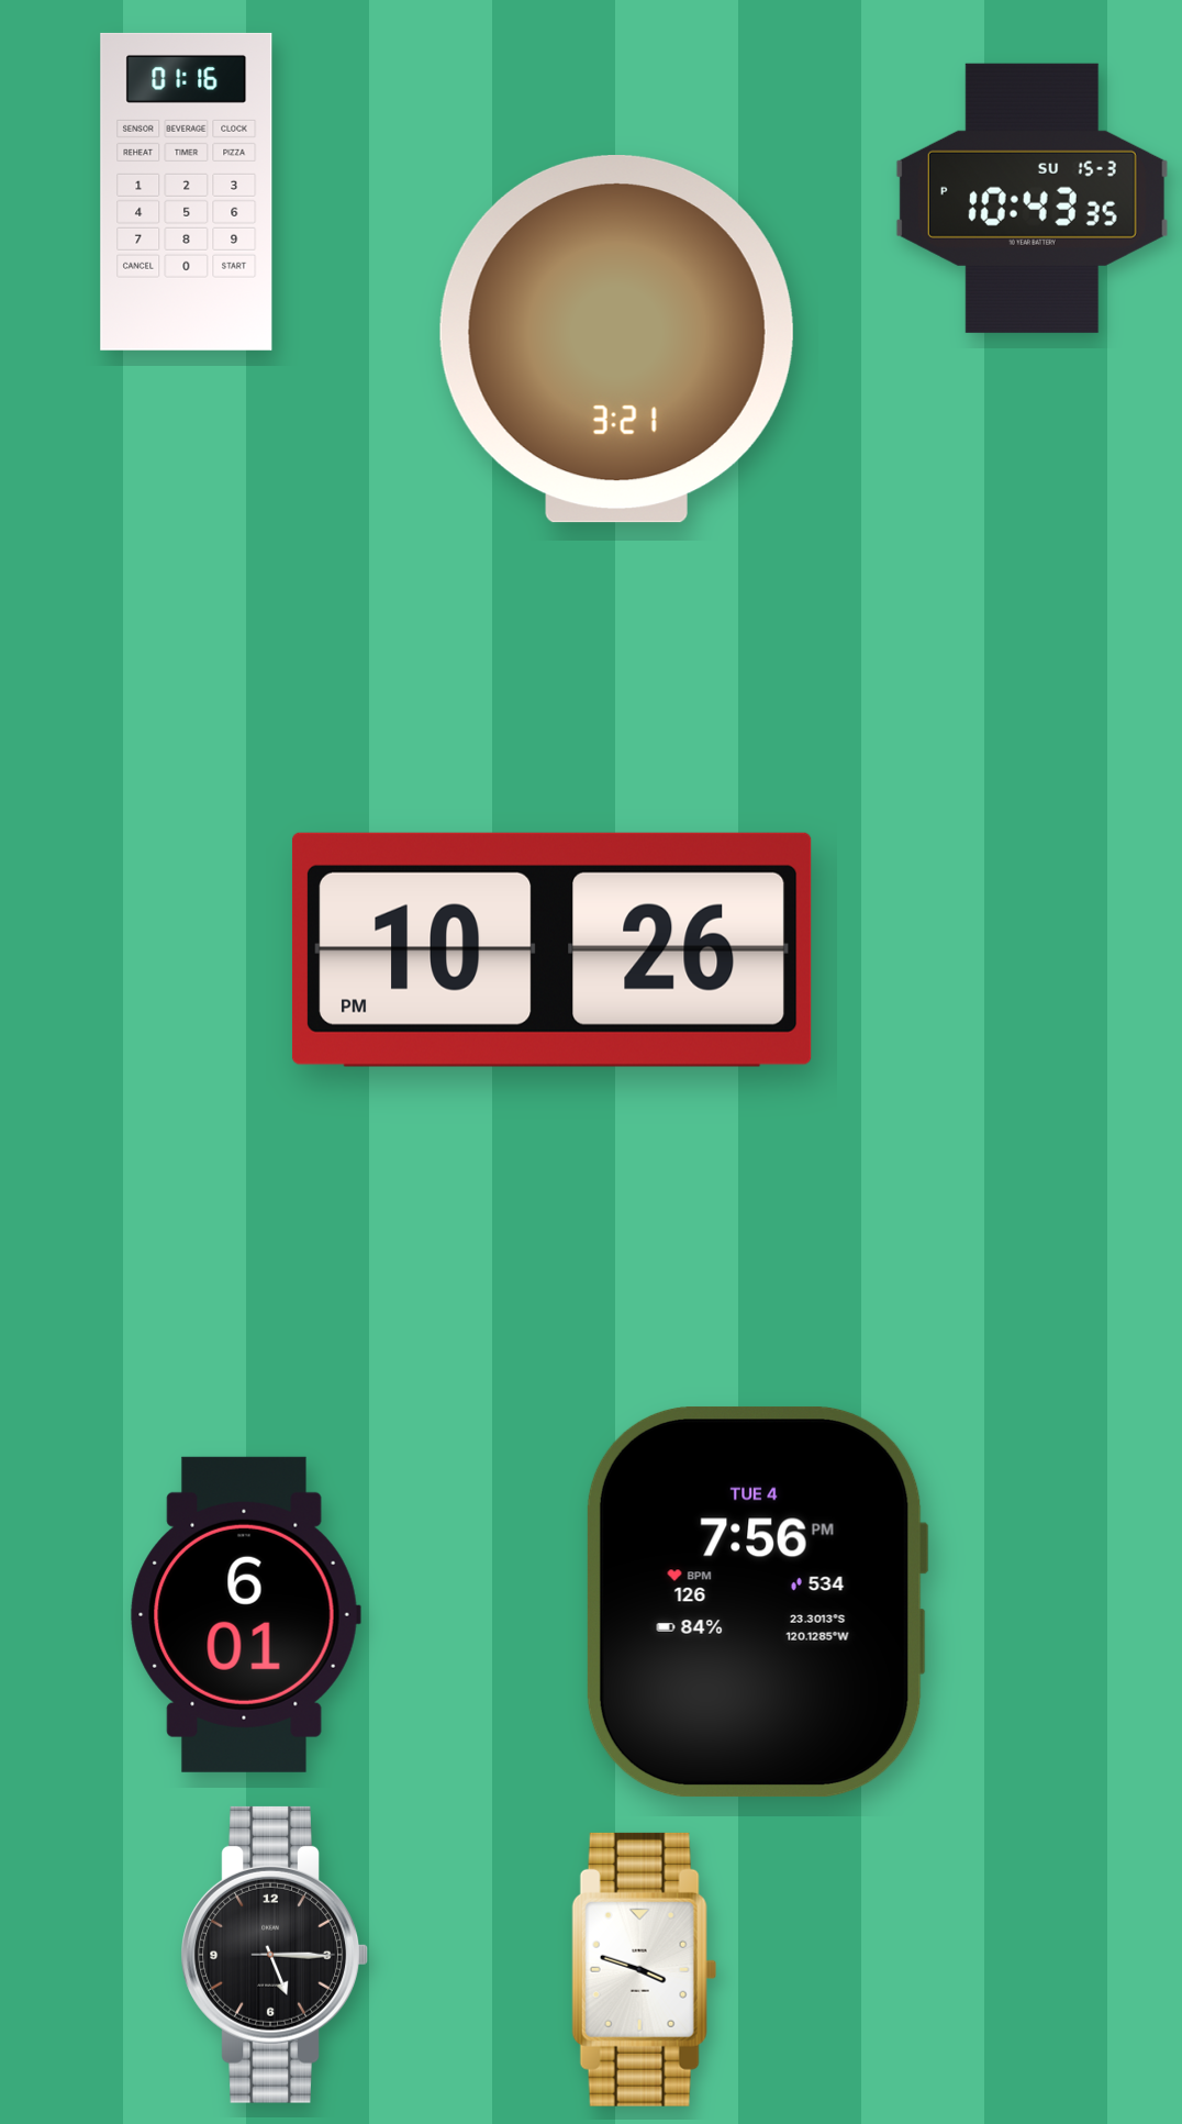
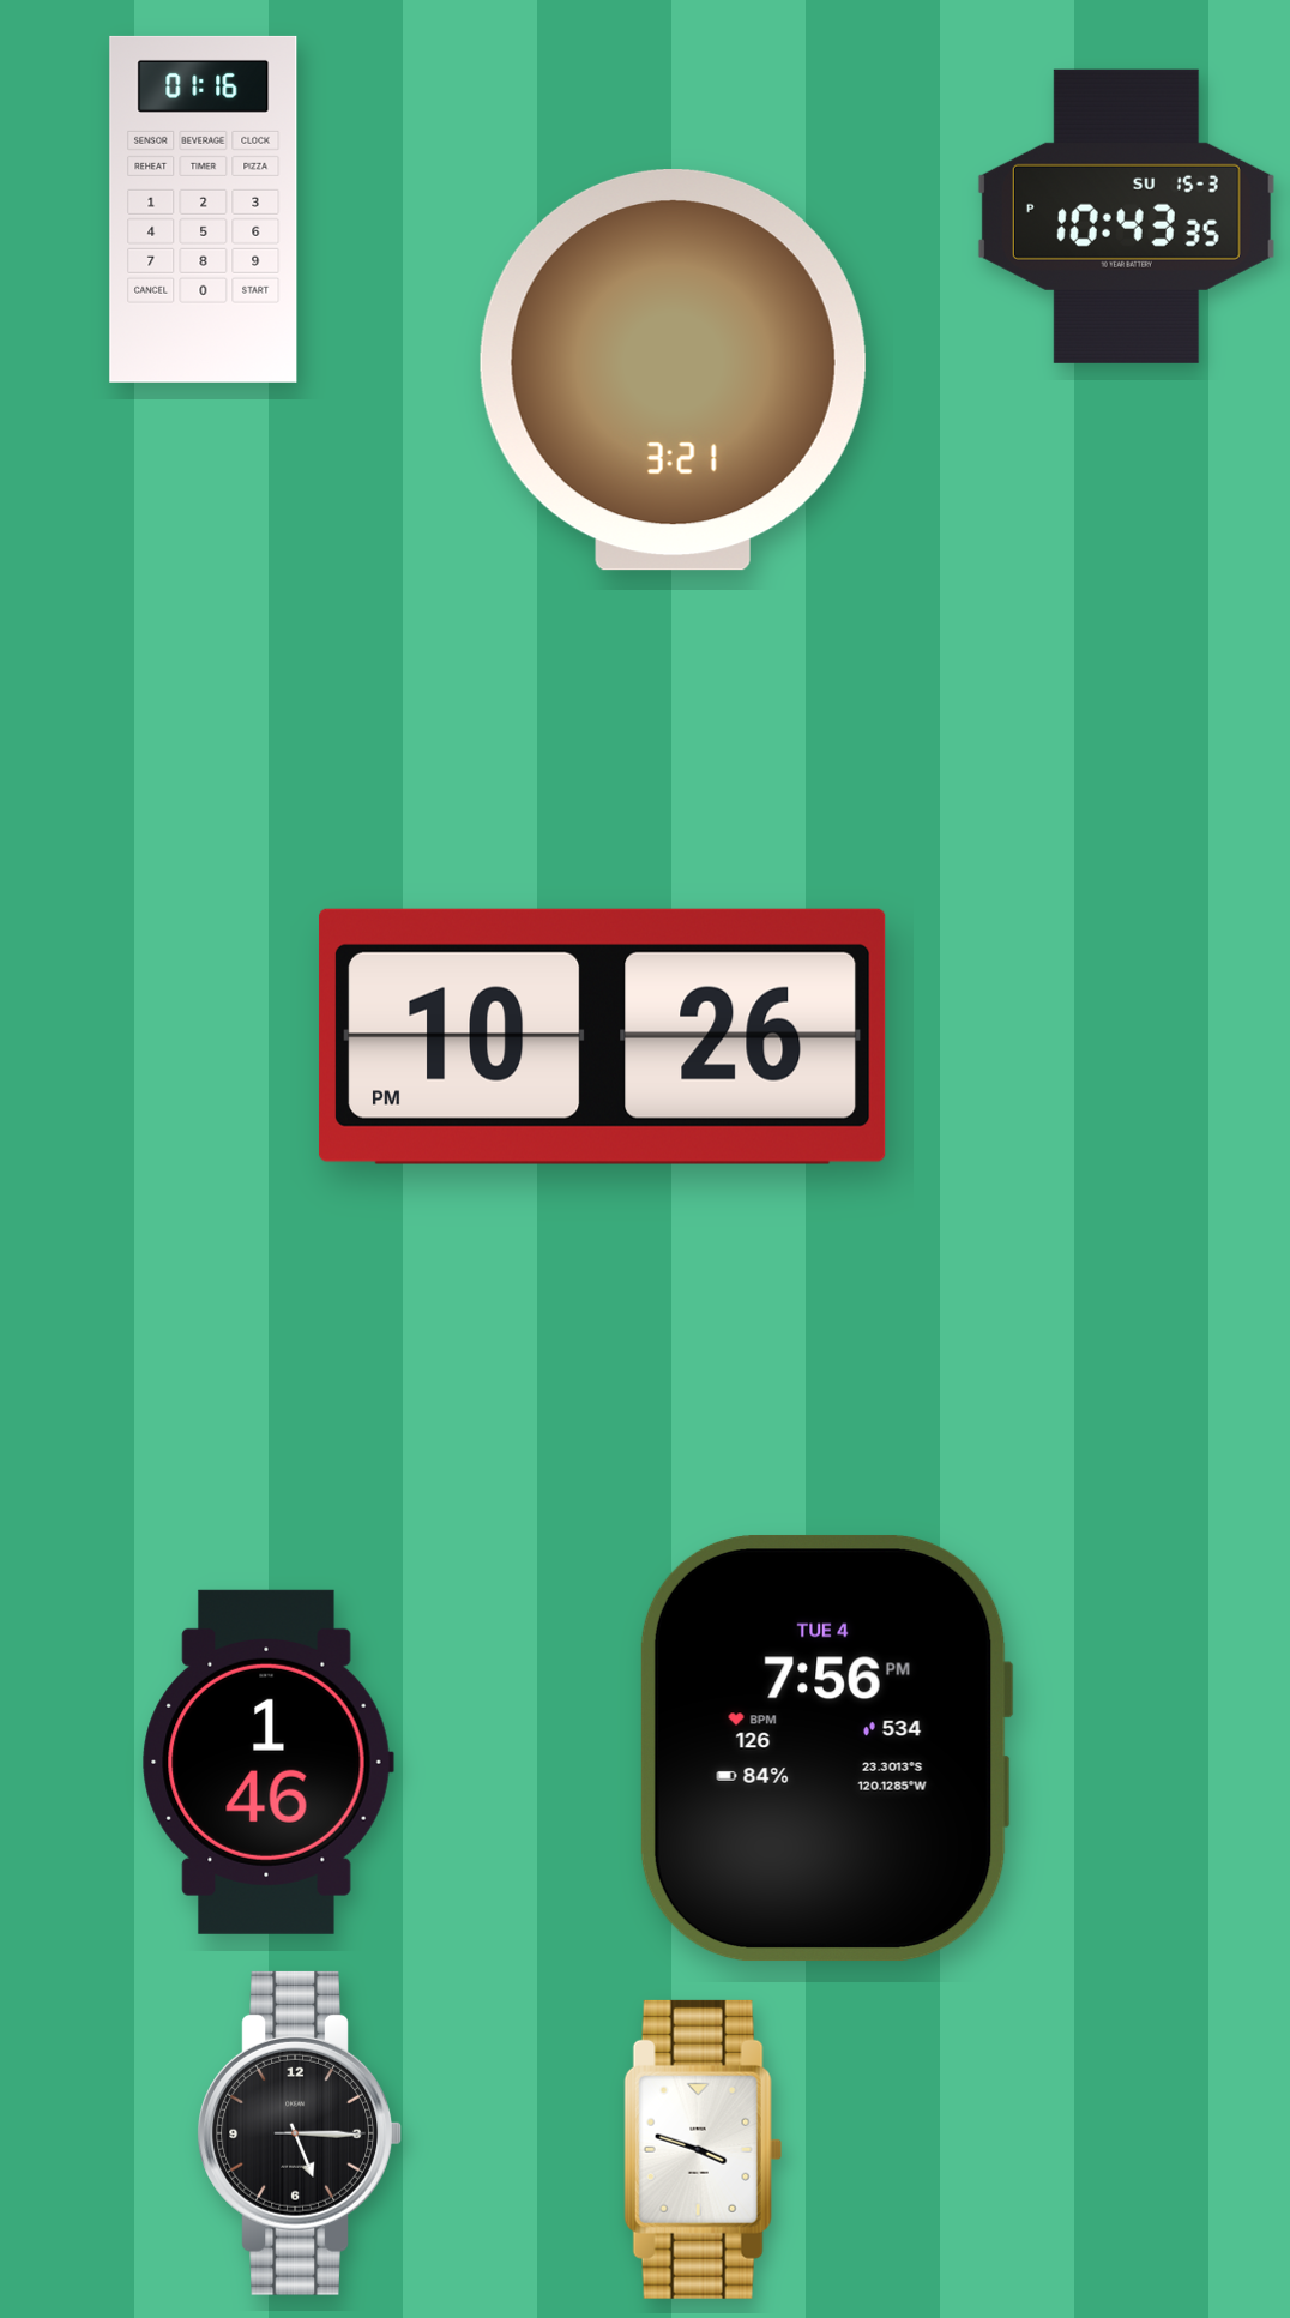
clock at (245, 1614): 6:01 -> 1:46
